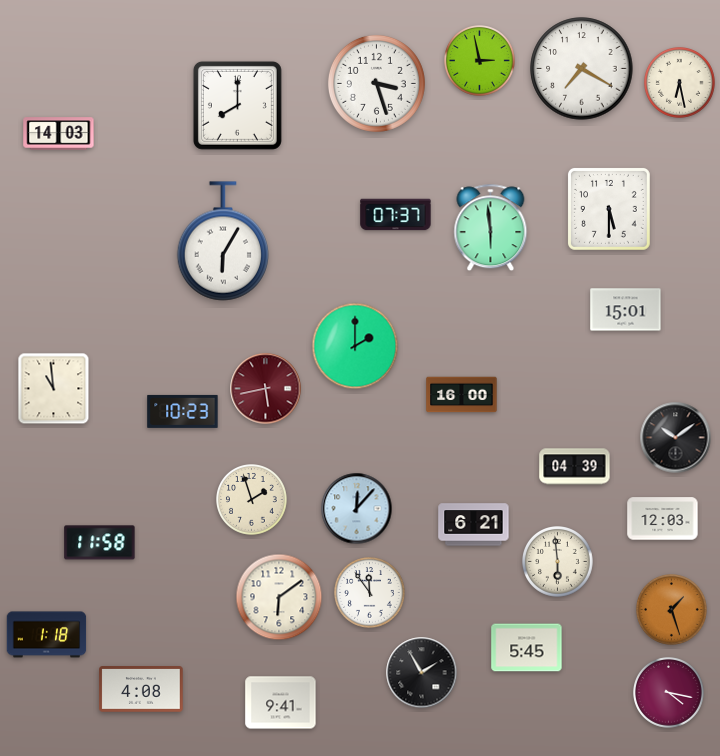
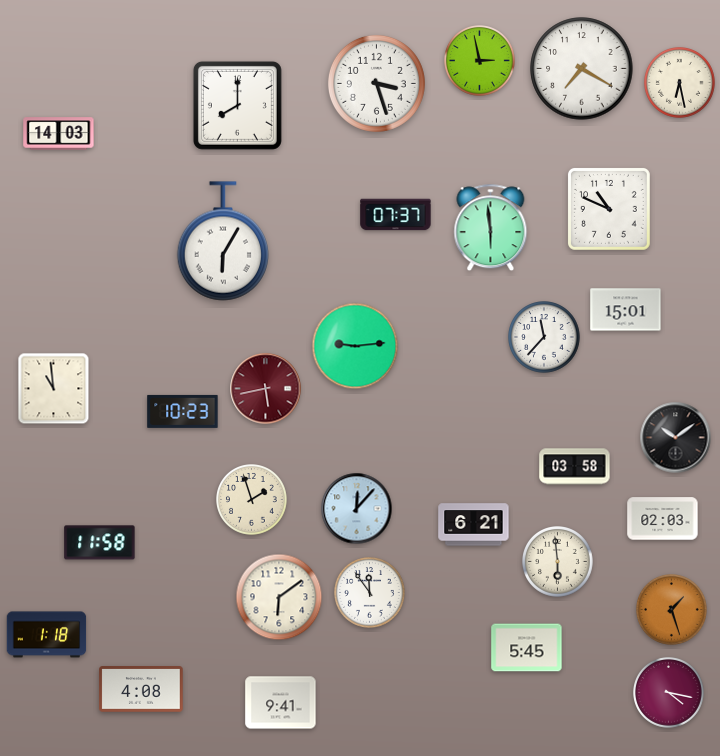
clock at (609, 209): 5:30 -> 10:49
clock at (544, 337): none -> 11:37
clock at (355, 346): 2:00 -> 9:14
clock at (462, 395): 16:00 -> none
clock at (575, 467): 04:39 -> 03:58
clock at (663, 519): 12:03 -> 02:03
clock at (422, 673): 1:55 -> none
